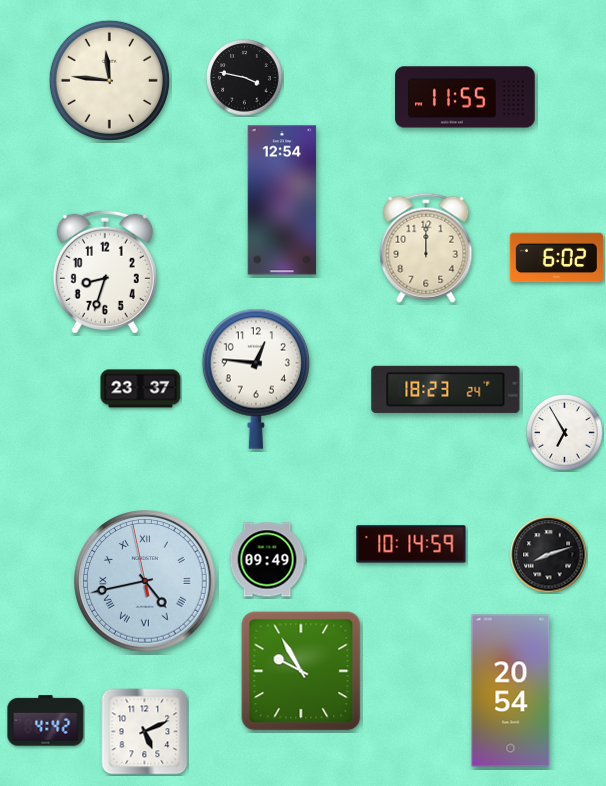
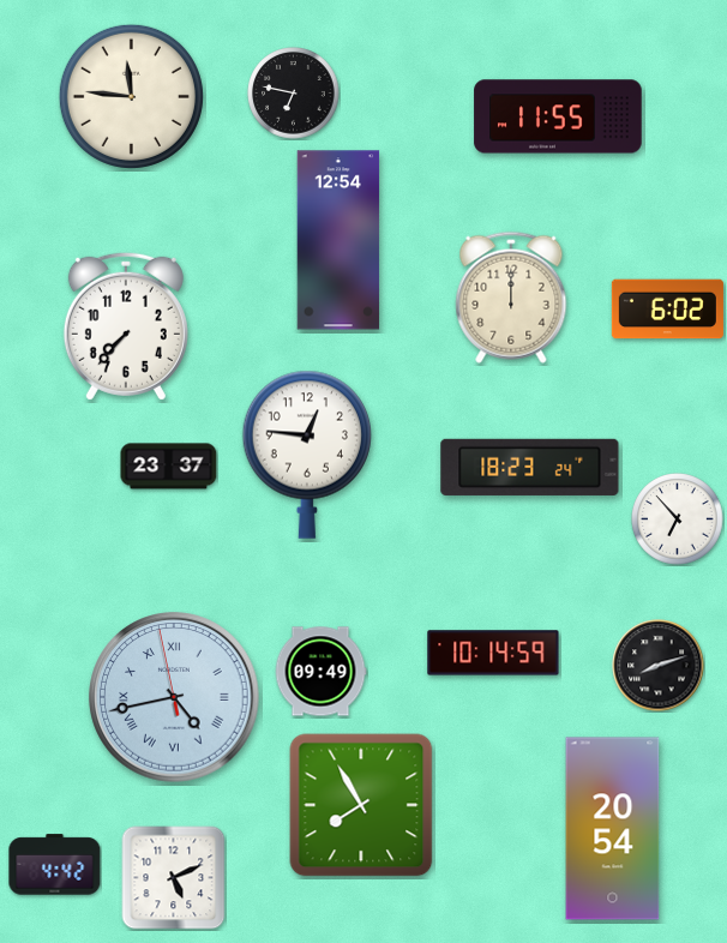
clock at (245, 78): 3:47 -> 6:47
clock at (105, 272): 8:33 -> 7:37
clock at (446, 389) position: (446, 389) -> (530, 467)
clock at (565, 433): 6:55 -> 6:53
clock at (301, 671): 9:55 -> 7:55
